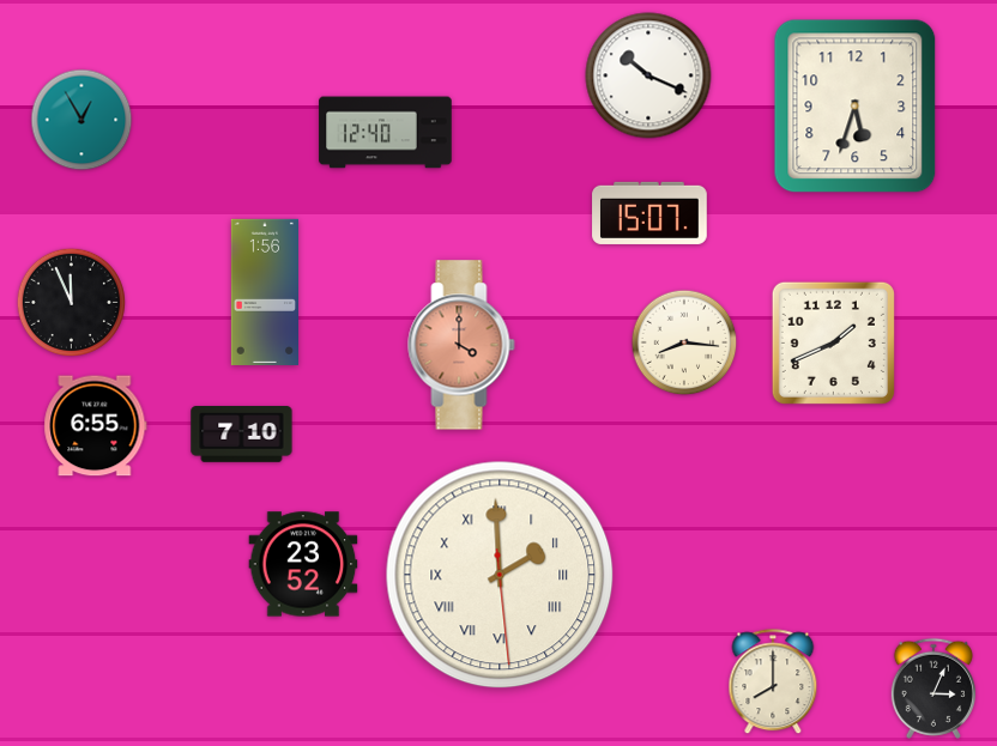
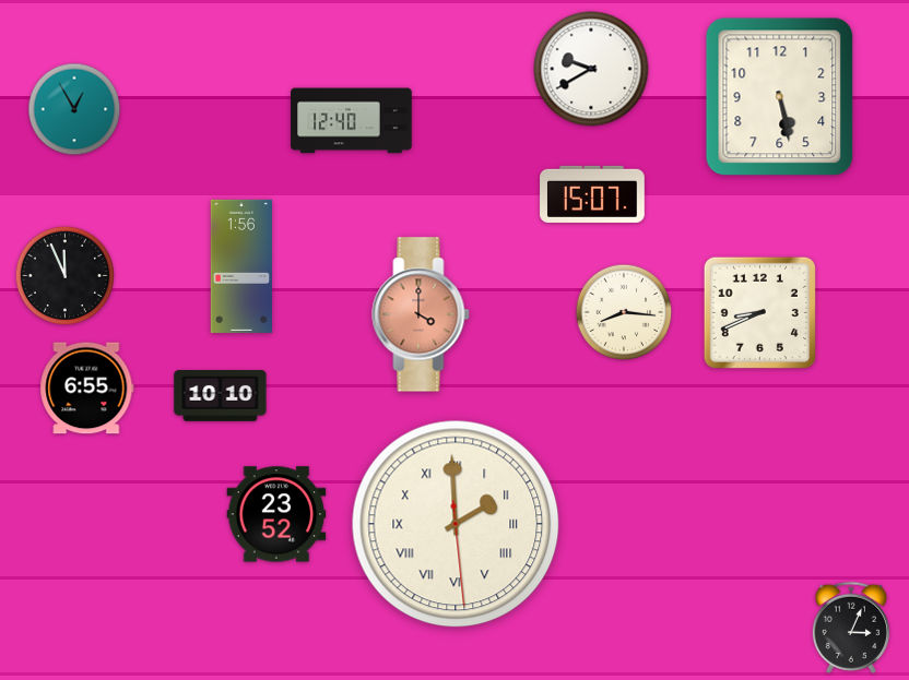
clock at (648, 75): 10:19 -> 9:40
clock at (856, 107): 5:33 -> 5:28
clock at (833, 342): 1:41 -> 8:41
clock at (242, 435): 7:10 -> 10:10
clock at (773, 683): 8:00 -> none
